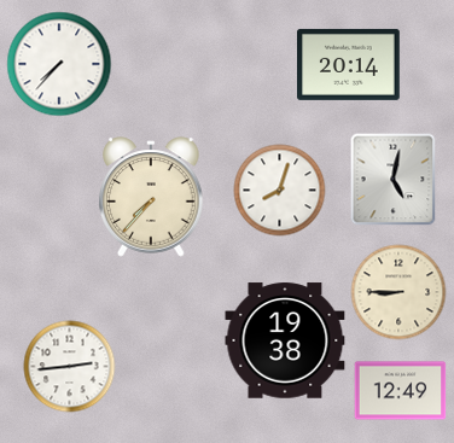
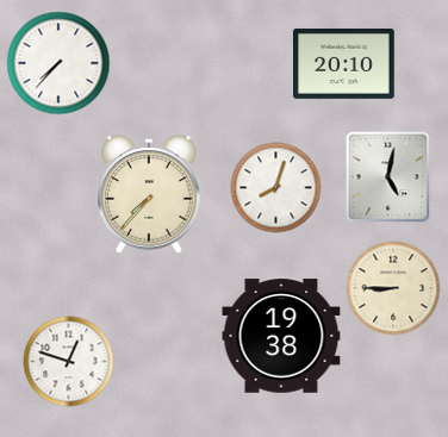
clock at (349, 64): 20:14 -> 20:10
clock at (70, 367): 2:44 -> 12:48
clock at (401, 391): 12:49 -> none
